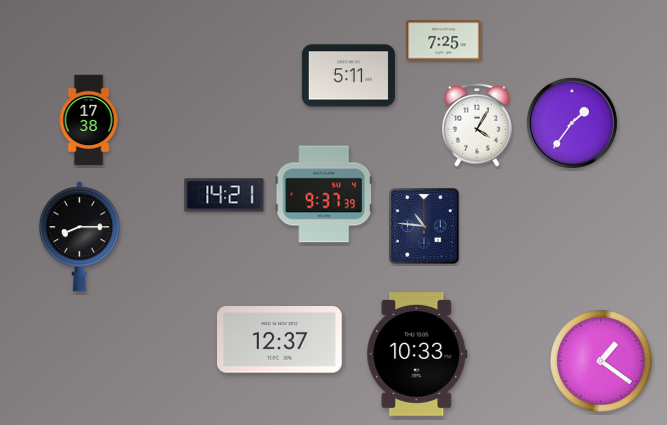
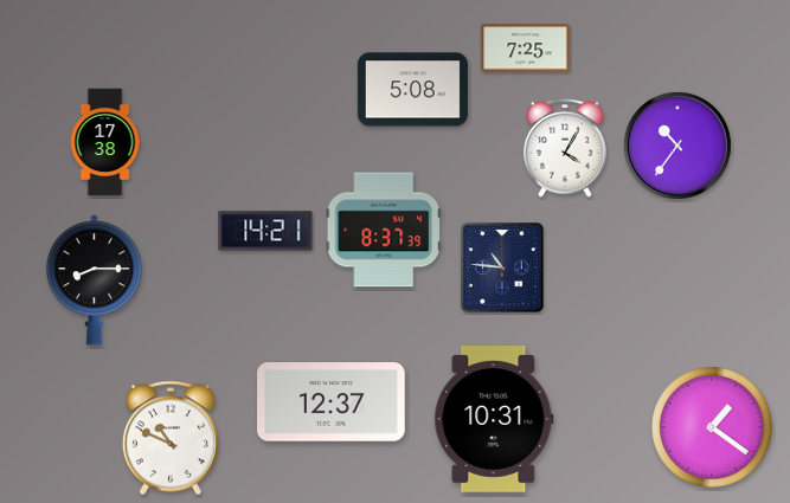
clock at (348, 76): 5:11 -> 5:08
clock at (572, 123): 1:36 -> 10:36
clock at (323, 194): 9:37 -> 8:37
clock at (417, 355): 10:33 -> 10:31
clock at (171, 438): none -> 10:49
